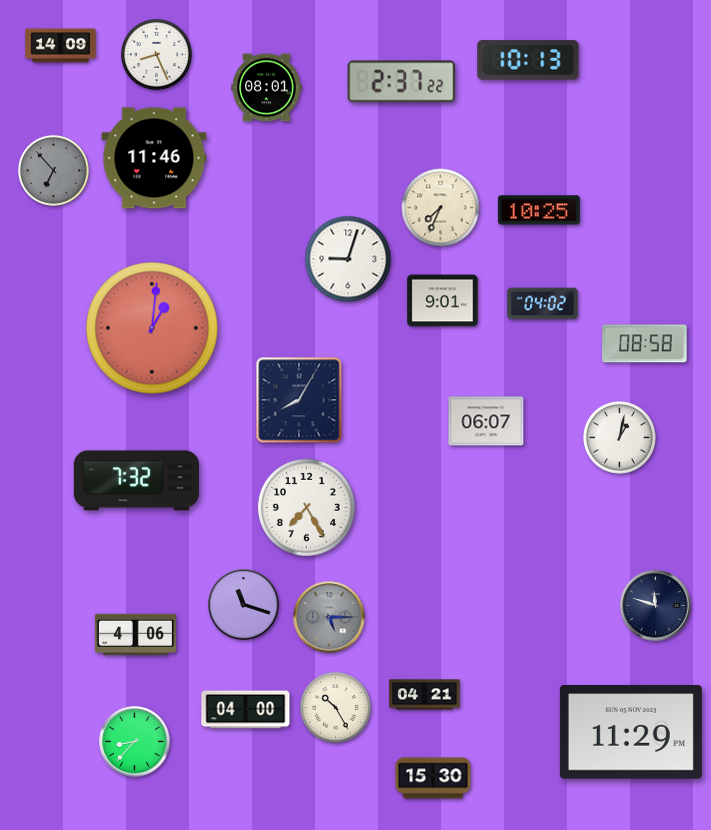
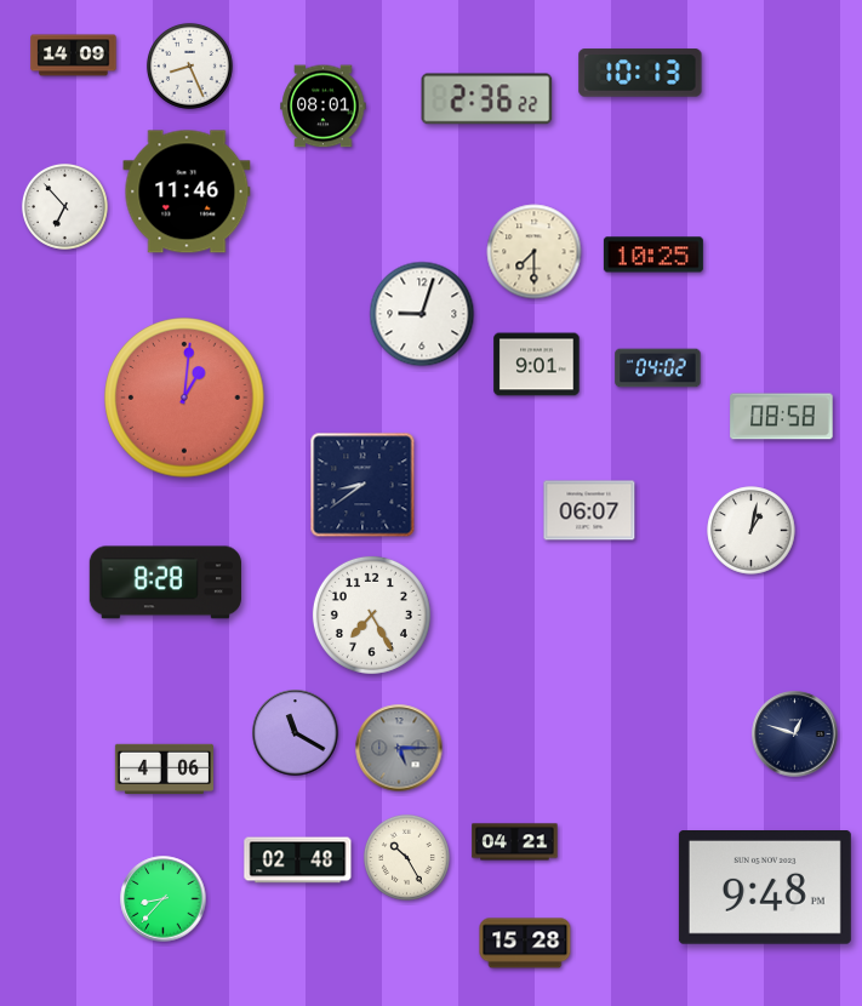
clock at (402, 82): 2:37 -> 2:36
clock at (53, 170) dial: grey -> white
clock at (441, 208): 7:34 -> 7:30
clock at (299, 400): 8:05 -> 8:39
clock at (136, 481): 7:32 -> 8:28
clock at (244, 605): 11:18 -> 11:20
clock at (656, 606): 11:48 -> 12:48
clock at (246, 710): 04:00 -> 02:48
clock at (631, 733): 11:29 -> 9:48
clock at (433, 778): 15:30 -> 15:28
